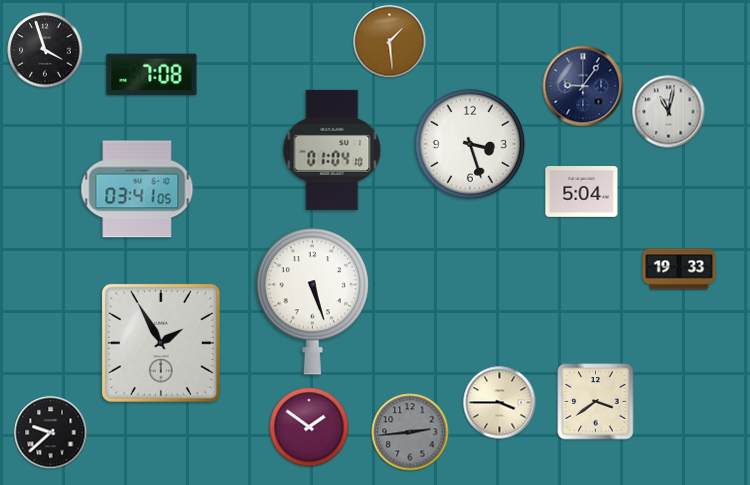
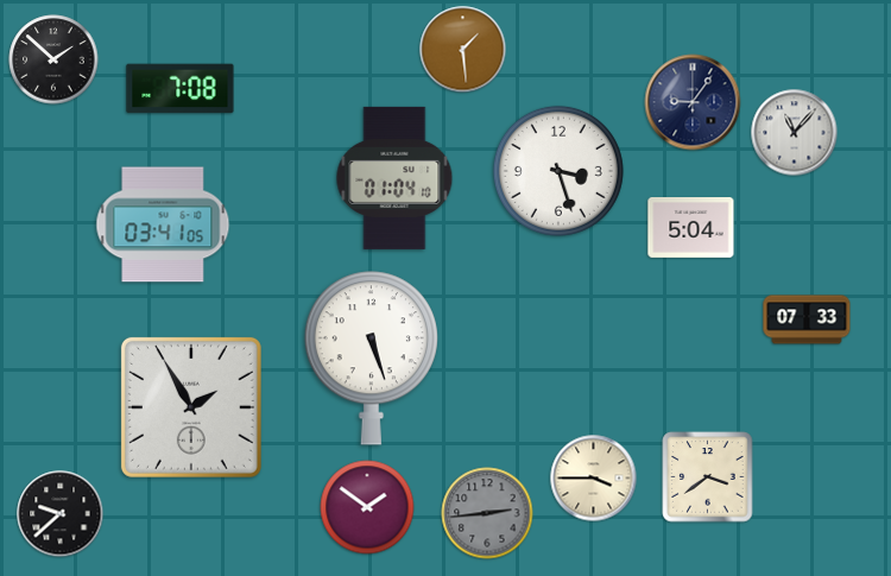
clock at (45, 50): 3:57 -> 1:52
clock at (669, 112): 11:02 -> 11:07
clock at (679, 269): 19:33 -> 07:33
